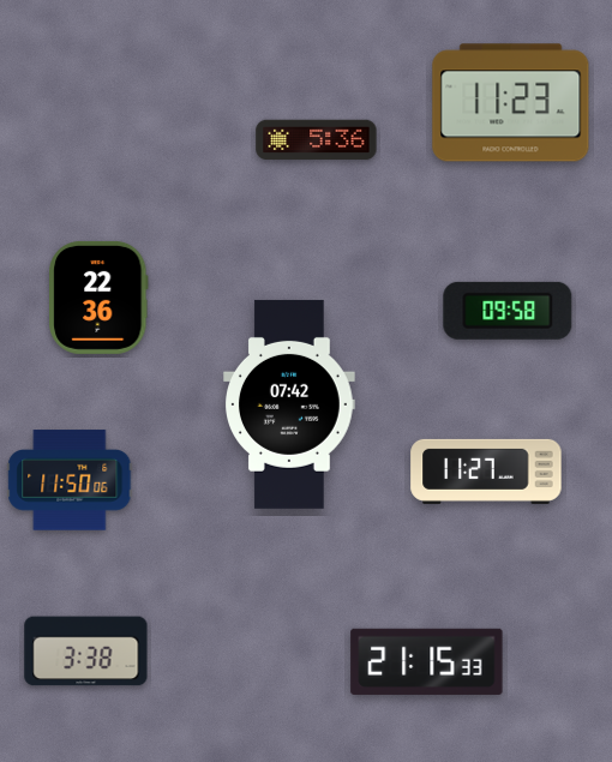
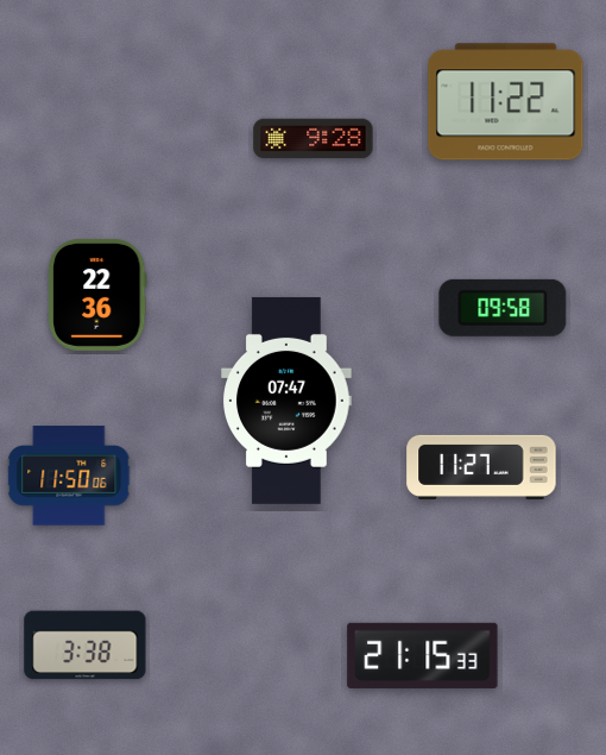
clock at (511, 103): 11:23 -> 11:22
clock at (317, 140): 5:36 -> 9:28
clock at (289, 404): 07:42 -> 07:47
